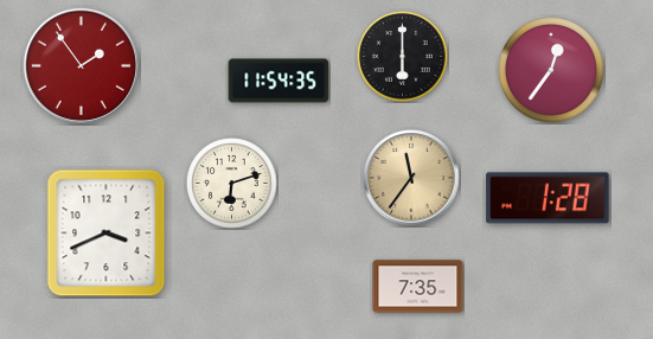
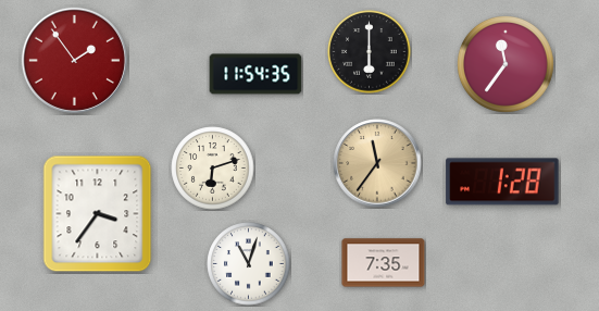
clock at (552, 71): 12:36 -> 11:36
clock at (107, 234): 3:41 -> 3:36
clock at (249, 264): none -> 11:03
